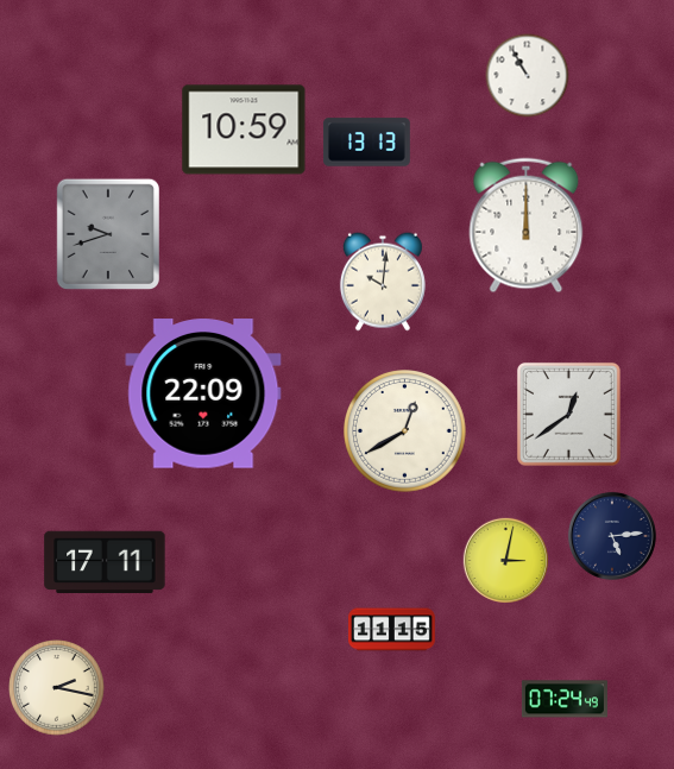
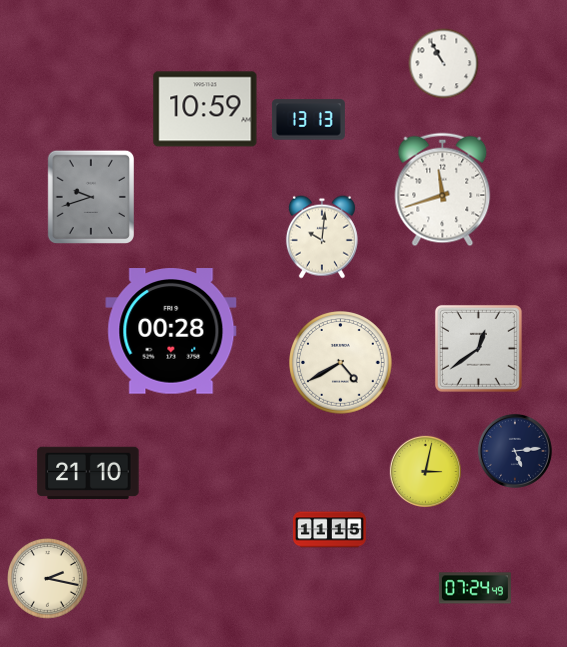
clock at (527, 226): 12:00 -> 11:42
clock at (203, 393): 22:09 -> 00:28
clock at (405, 431): 12:40 -> 4:40
clock at (105, 562): 17:11 -> 21:10
